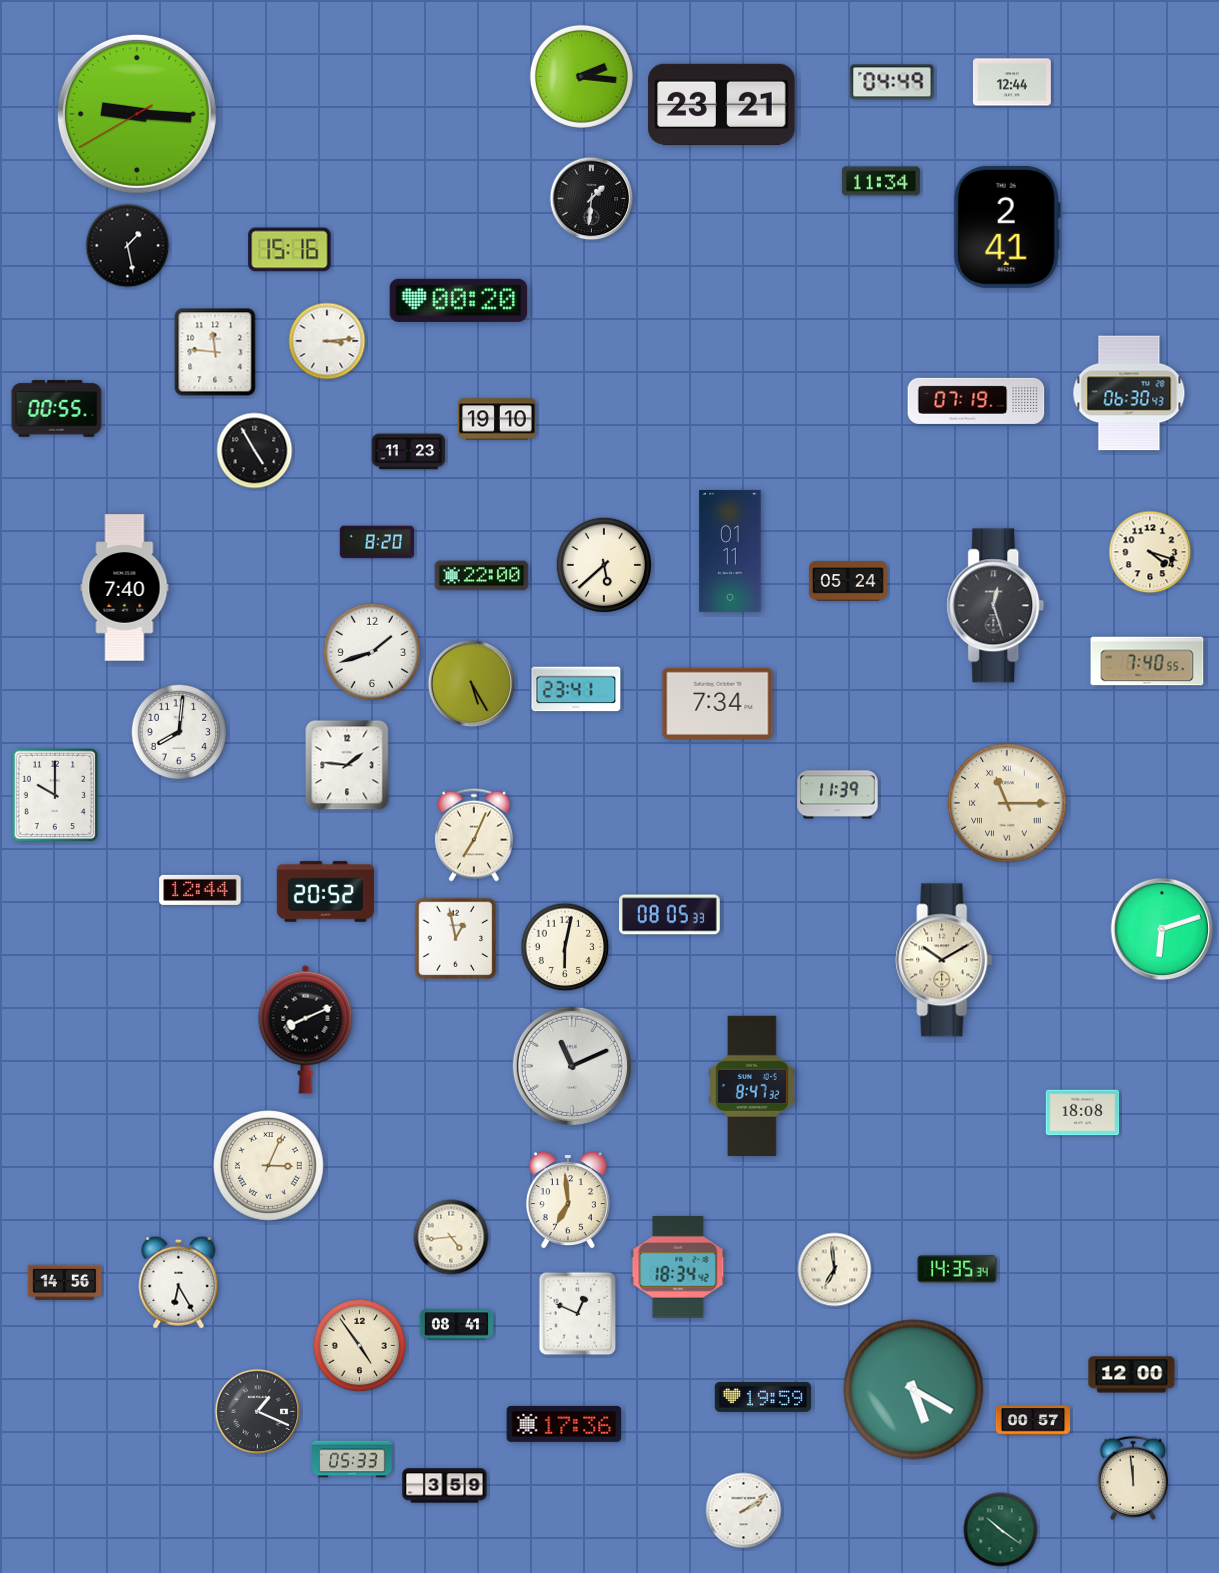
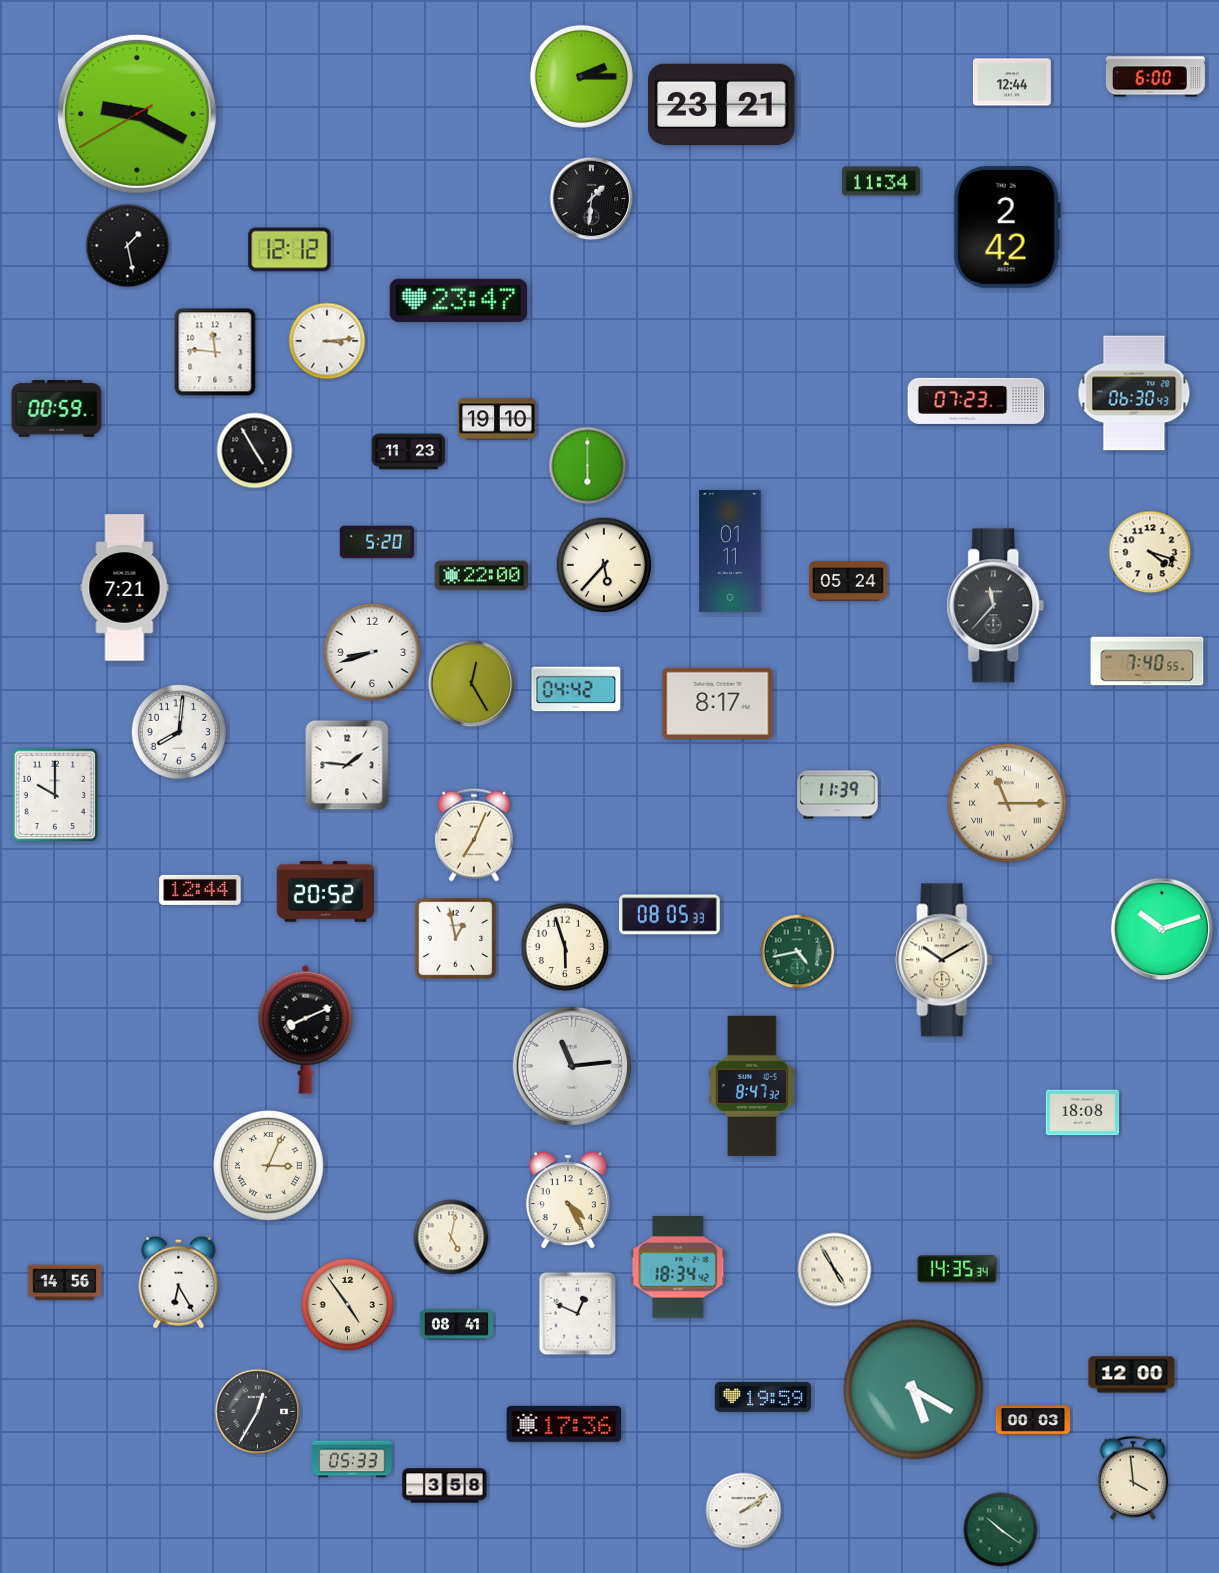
clock at (581, 76): 2:16 -> 2:15
clock at (1155, 77): none -> 6:00
clock at (892, 82): 04:49 -> none
clock at (137, 114): 9:15 -> 9:19
clock at (1007, 227): 2:41 -> 2:42
clock at (290, 250): 15:16 -> 12:12
clock at (459, 300): 00:20 -> 23:47
clock at (1129, 393) position: (1129, 393) -> (1134, 393)
clock at (976, 401): 07:19 -> 07:23
clock at (57, 409): 00:55 -> 00:59
clock at (588, 466): none -> 6:00
clock at (377, 542): 8:20 -> 5:20
clock at (604, 565): 5:38 -> 5:37
clock at (125, 588): 7:40 -> 7:21
clock at (996, 606): 12:27 -> 11:37
clock at (371, 651): 1:42 -> 8:42
clock at (472, 684): 5:25 -> 12:25
clock at (576, 689): 23:41 -> 04:42
clock at (718, 703): 7:34 -> 8:17
clock at (1162, 929): 6:12 -> 10:12
clock at (565, 947): 6:02 -> 5:57
clock at (798, 952): none -> 4:43
clock at (572, 1066): 11:11 -> 11:14
clock at (568, 1200): 6:59 -> 4:25
clock at (451, 1237): 4:44 -> 5:02
clock at (835, 1270): 6:59 -> 4:55
clock at (360, 1346) position: (360, 1346) -> (348, 1305)
clock at (258, 1412): 1:19 -> 12:35
clock at (1033, 1420): 00:57 -> 00:03
clock at (1133, 1478): 11:59 -> 3:59
clock at (445, 1486): 3:59 -> 3:58
